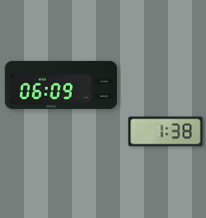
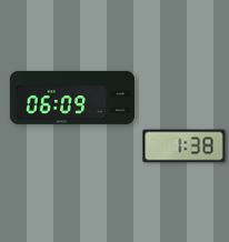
clock at (61, 85) position: (61, 85) -> (72, 98)
